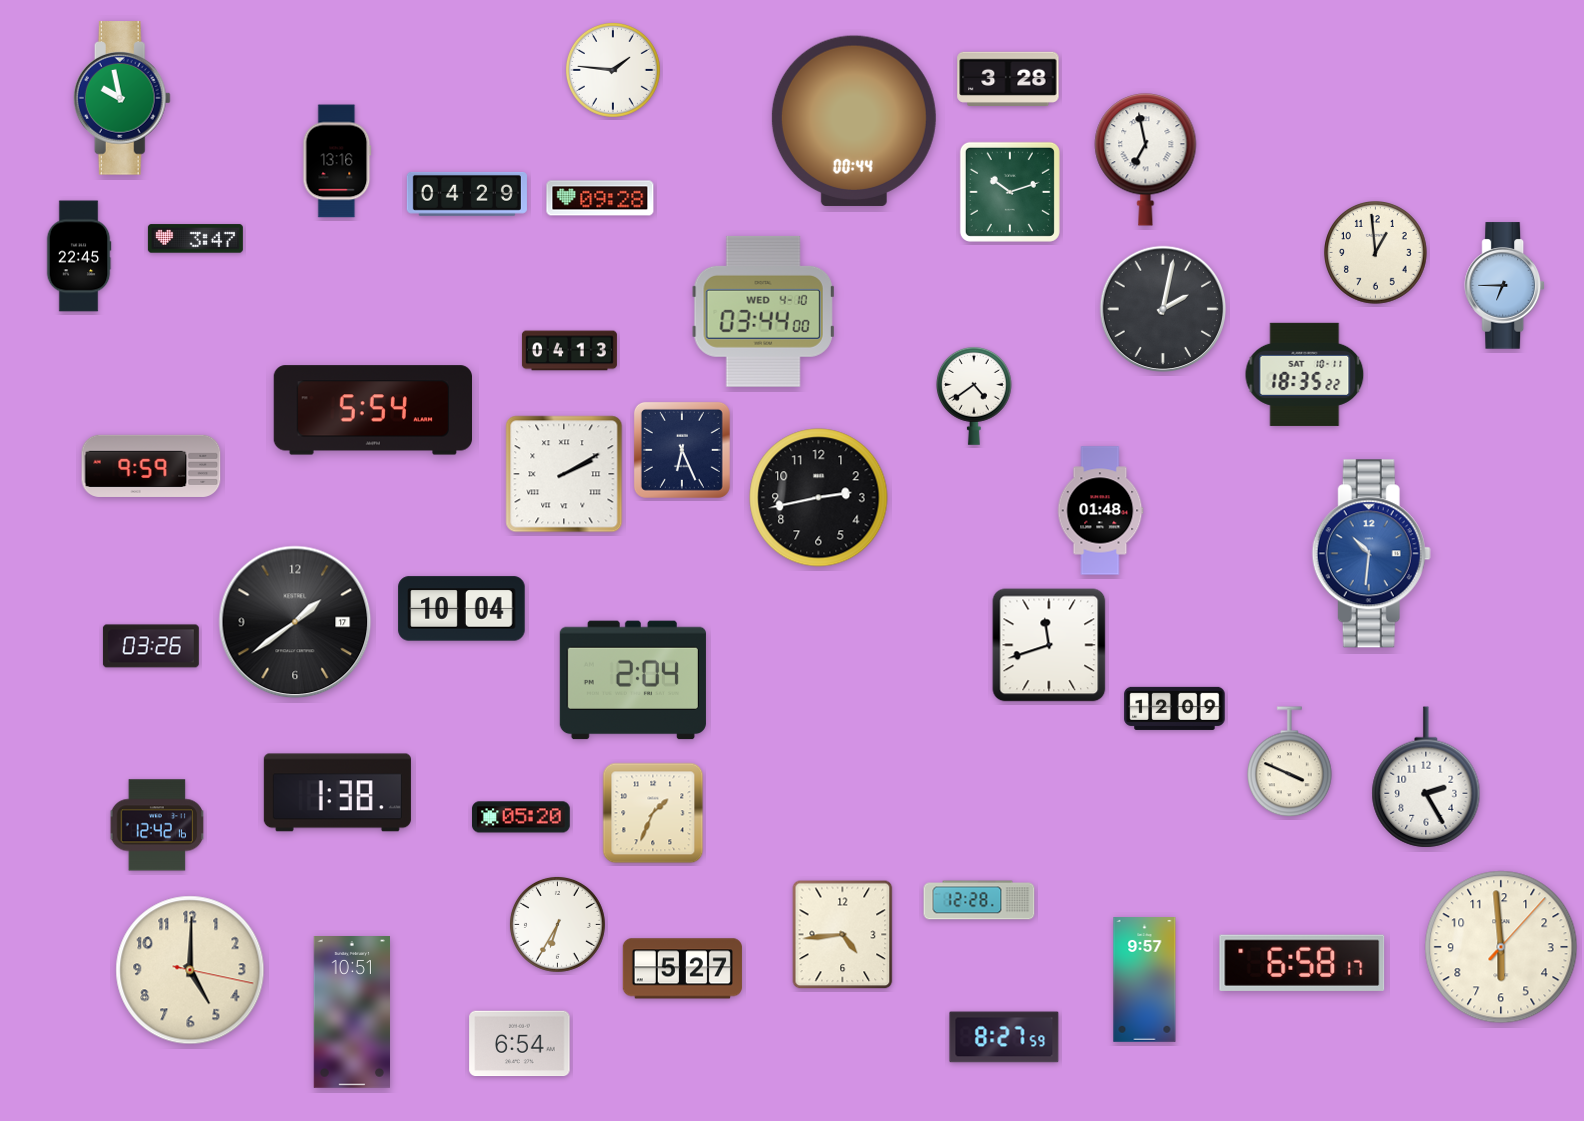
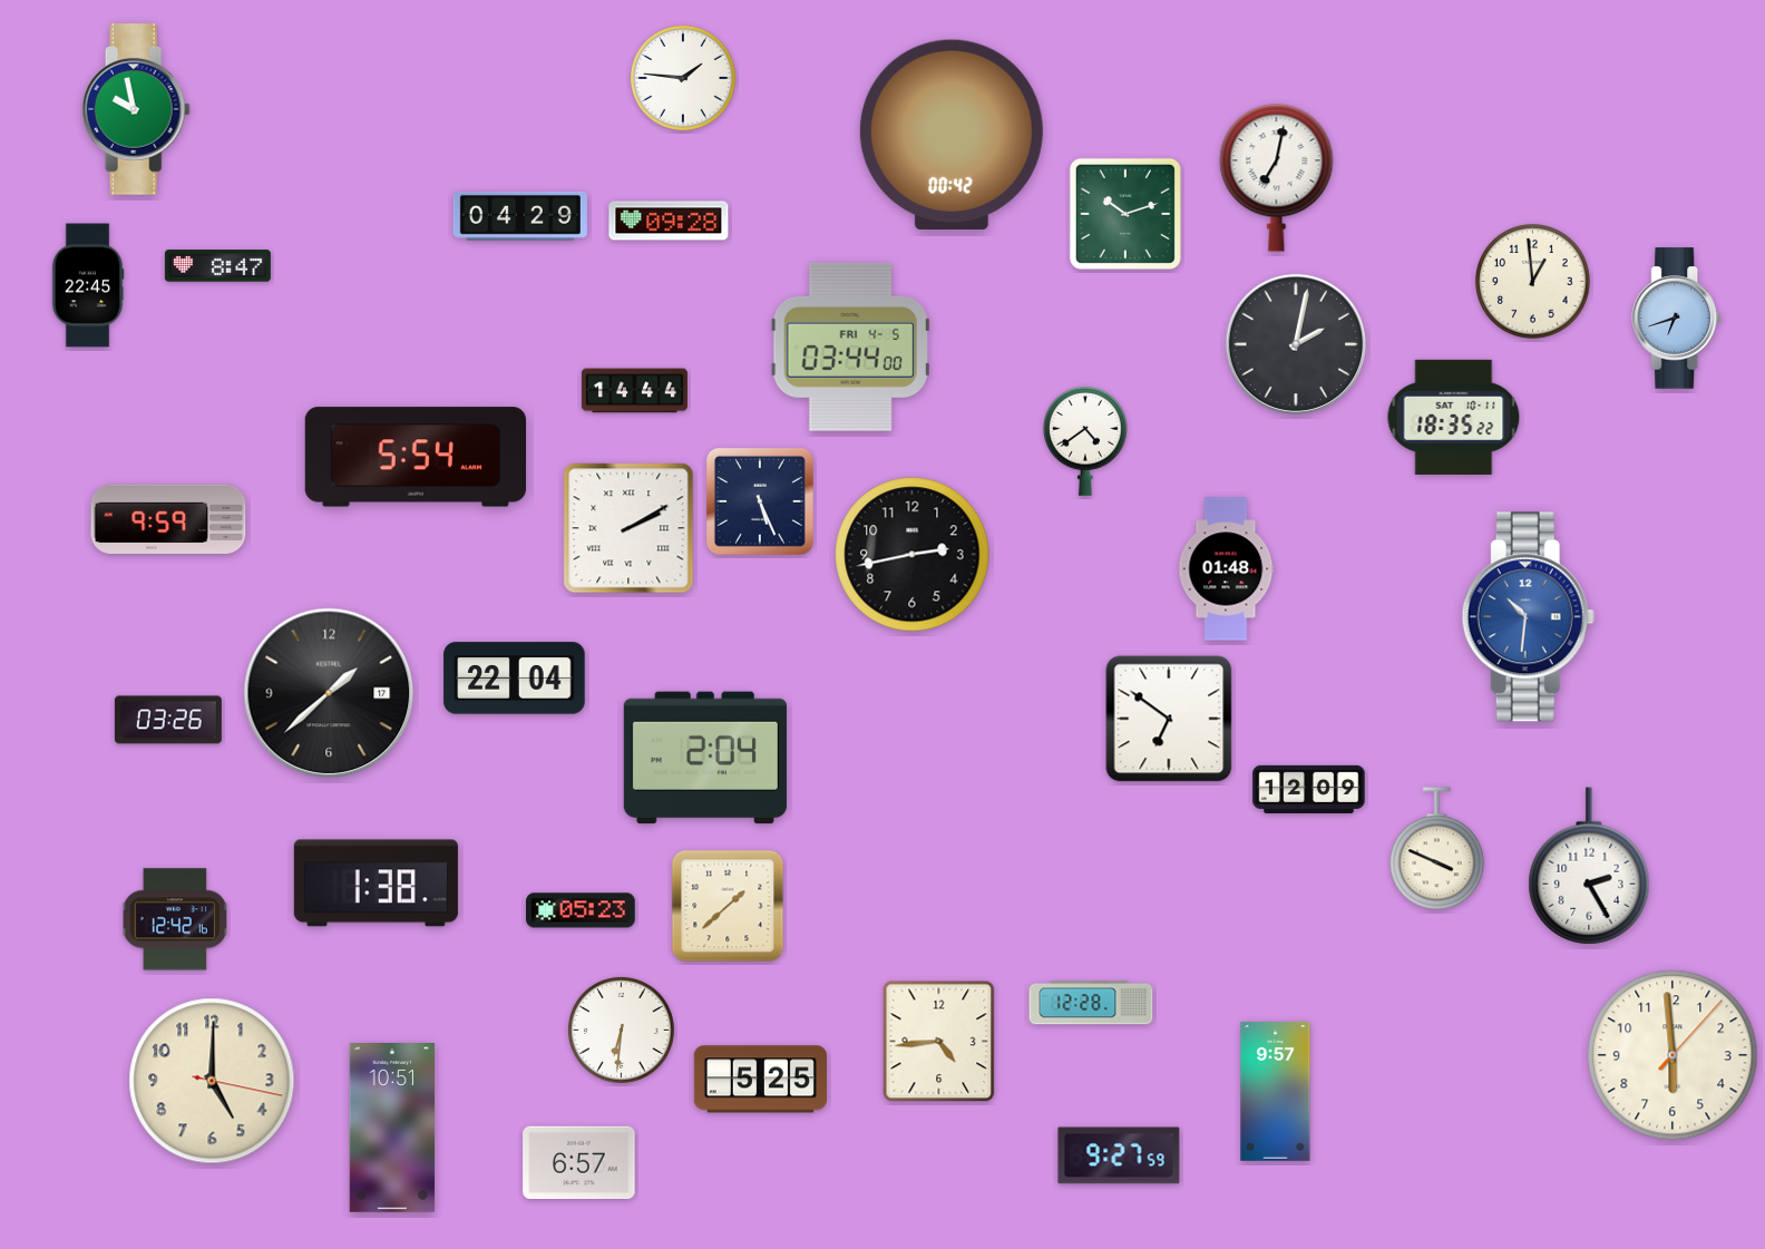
clock at (1008, 78): 3:28 -> none
clock at (854, 121): 00:44 -> 00:42
clock at (1146, 160): 6:58 -> 7:02
clock at (337, 161): 13:16 -> none
clock at (195, 239): 3:47 -> 8:47
clock at (1504, 286): 6:45 -> 6:42
clock at (763, 311) date: WED 4-10 -> FRI 4-5
clock at (569, 351): 04:13 -> 14:44
clock at (682, 450): 6:26 -> 5:26
clock at (462, 609): 10:04 -> 22:04
clock at (295, 622): 1:39 -> 1:38
clock at (1049, 645): 11:42 -> 6:51
clock at (653, 813): 1:34 -> 1:38
clock at (521, 817): 05:20 -> 05:23
clock at (557, 924): 6:35 -> 6:31
clock at (1302, 963): 6:58 -> none
clock at (682, 969): 5:27 -> 5:25
clock at (1004, 1037): 8:27 -> 9:27
clock at (520, 1044): 6:54 -> 6:57
